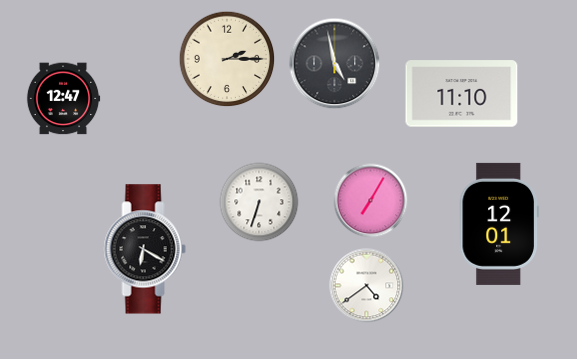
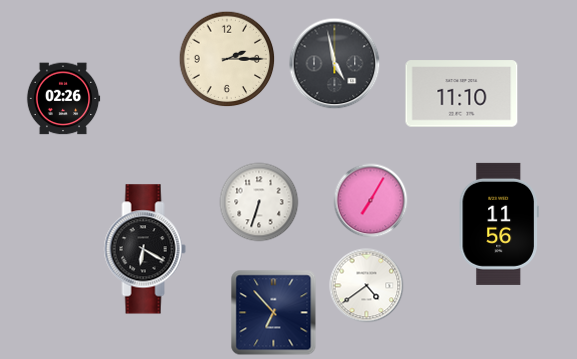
clock at (63, 99): 12:47 -> 02:26
clock at (499, 224): 12:01 -> 11:56
clock at (274, 313): none -> 6:53
